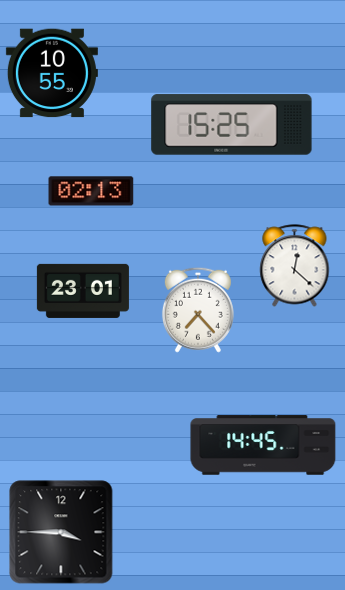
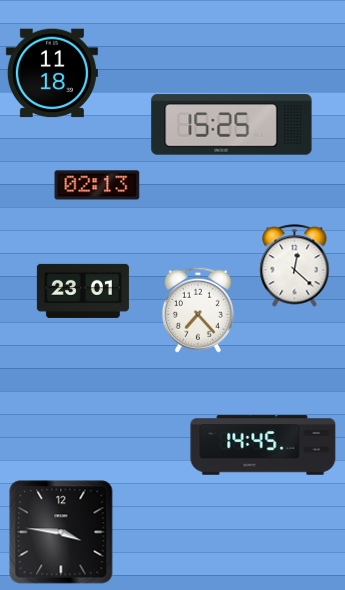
clock at (52, 73): 10:55 -> 11:18
clock at (91, 191) position: (91, 191) -> (97, 185)
clock at (61, 532): 3:45 -> 3:46
